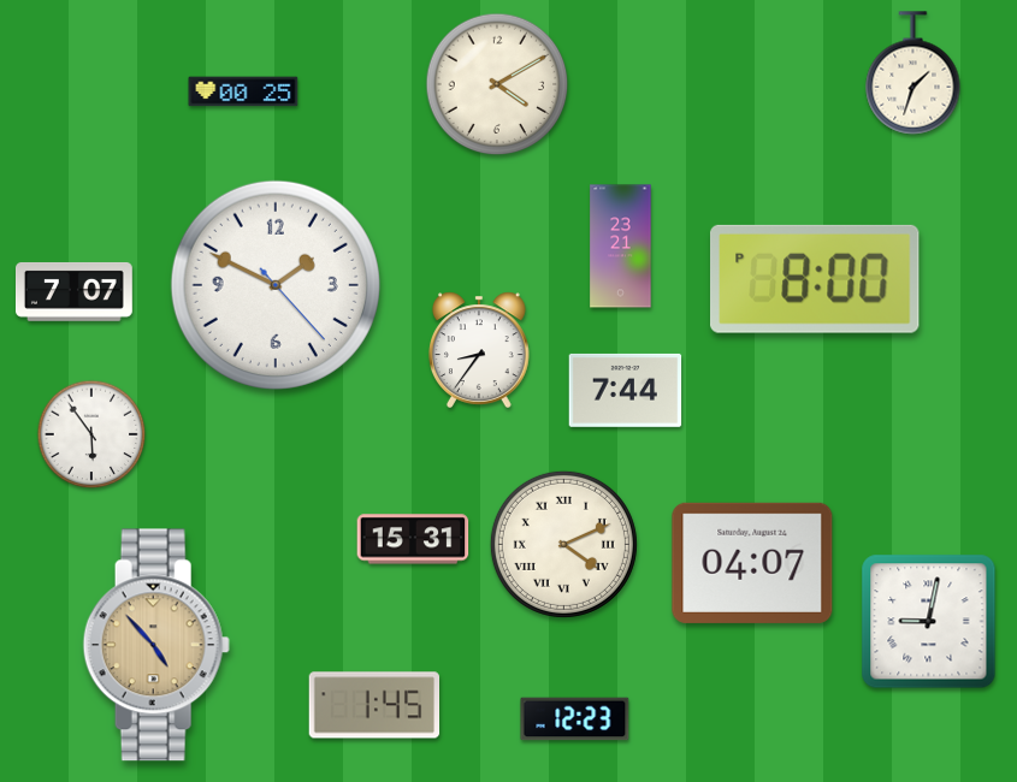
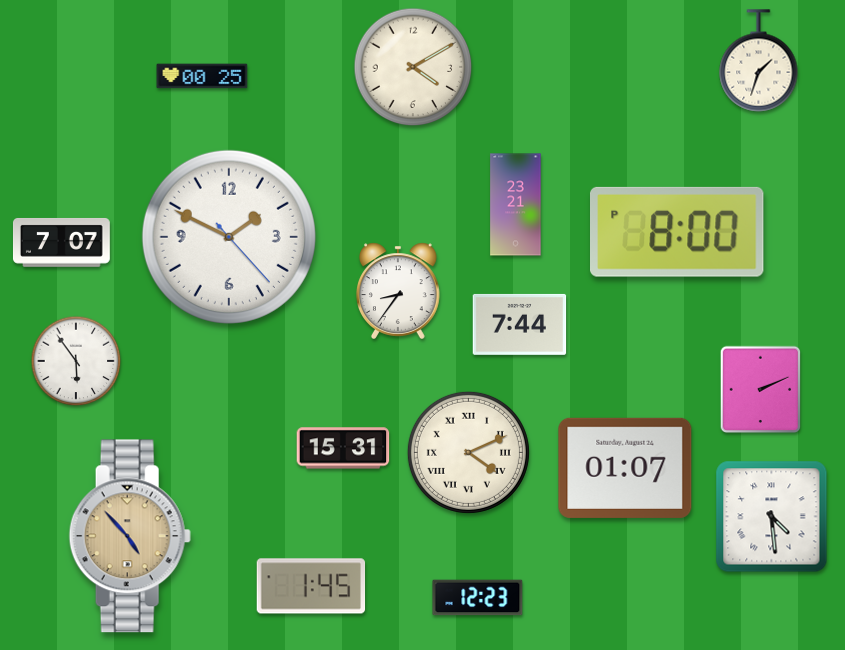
clock at (497, 84) position: (497, 84) -> (413, 67)
clock at (761, 390): none -> 2:11
clock at (752, 563): 04:07 -> 01:07
clock at (929, 622): 9:02 -> 4:29
